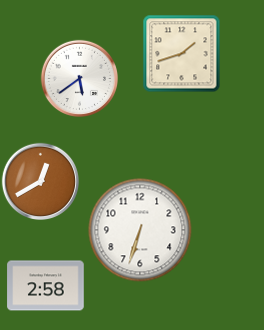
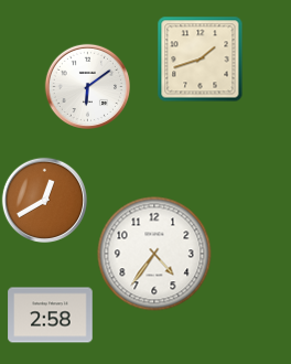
clock at (79, 78): 5:39 -> 6:09
clock at (140, 230): 6:33 -> 4:36
